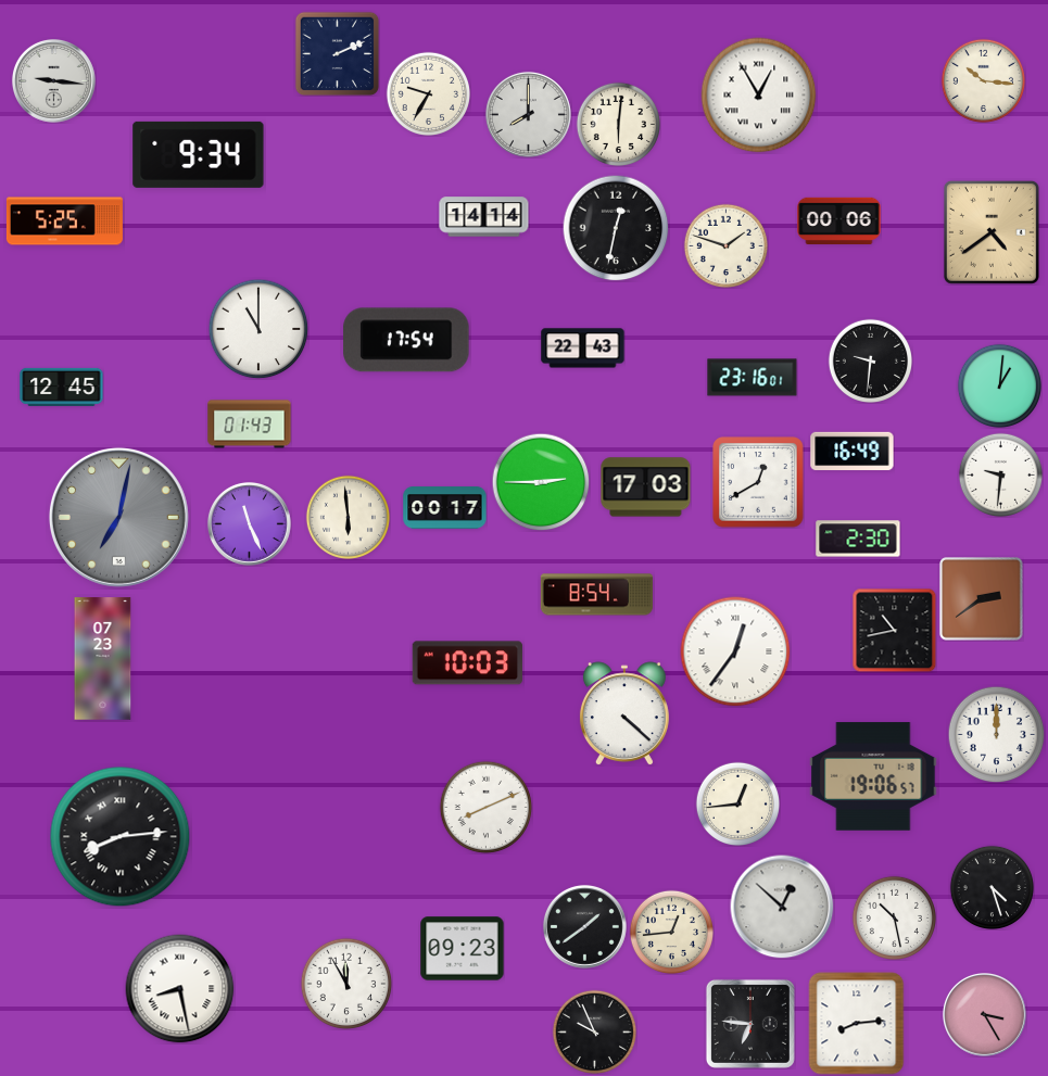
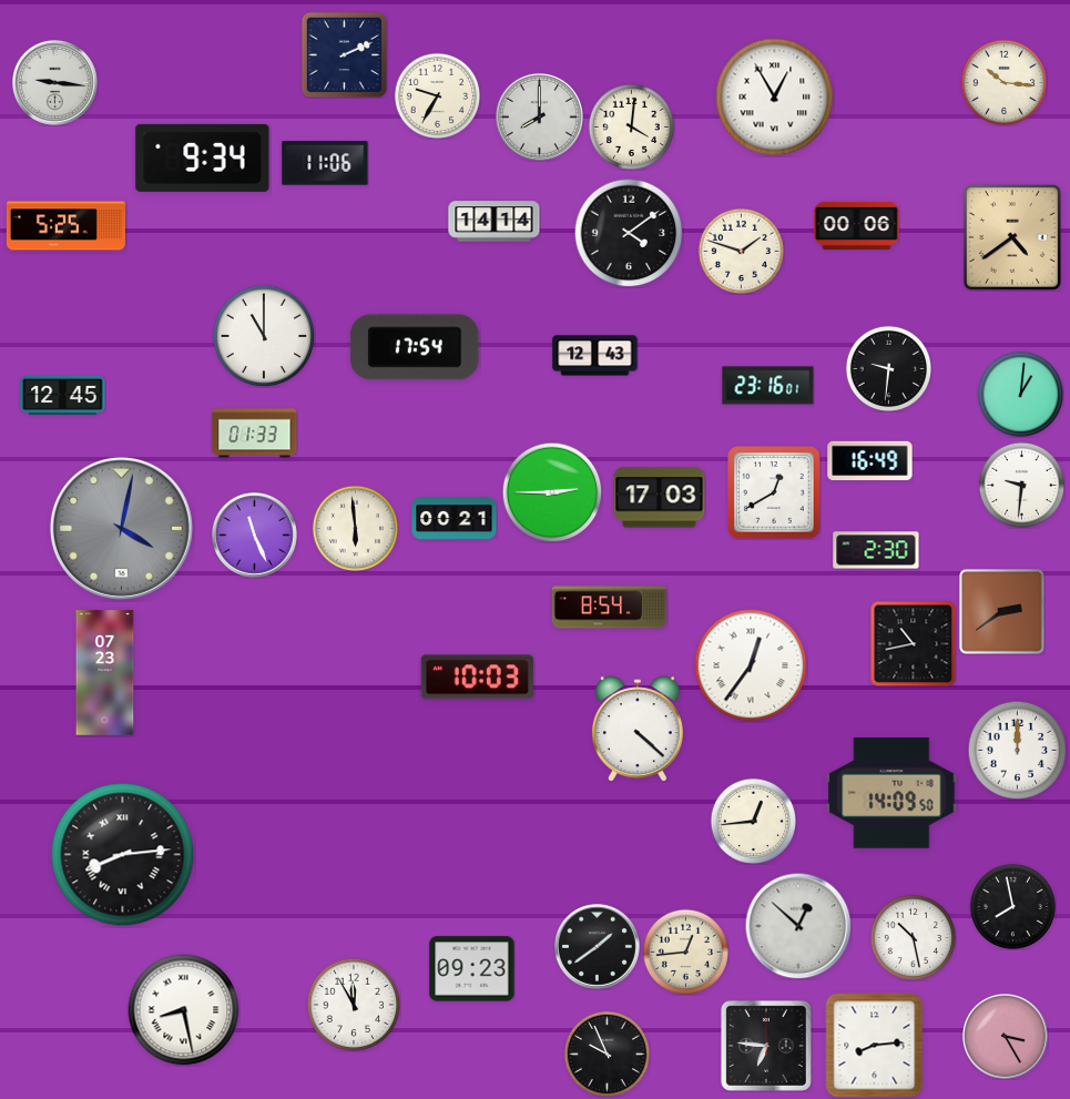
clock at (618, 124): 6:01 -> 4:01
clock at (325, 163): none -> 11:06
clock at (616, 228): 12:32 -> 4:09
clock at (583, 349): 22:43 -> 12:43
clock at (250, 425): 01:43 -> 01:33
clock at (445, 508): 00:17 -> 00:21
clock at (118, 517): 7:02 -> 4:02
clock at (873, 776): 19:06 -> 14:09
clock at (485, 807): 8:11 -> none
clock at (992, 887): 4:27 -> 7:58
